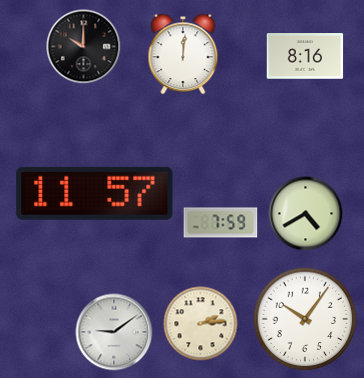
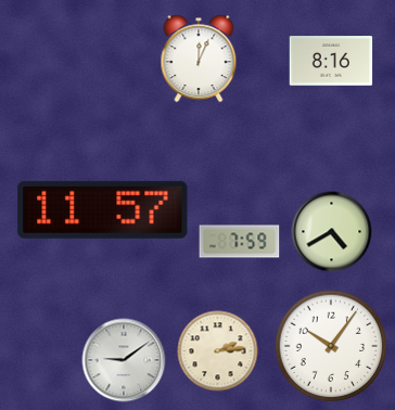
clock at (84, 47): 10:00 -> none
clock at (183, 54): 12:01 -> 12:04
